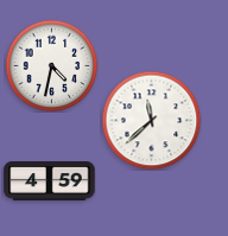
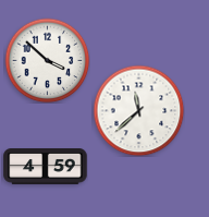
clock at (51, 65): 4:32 -> 3:52
